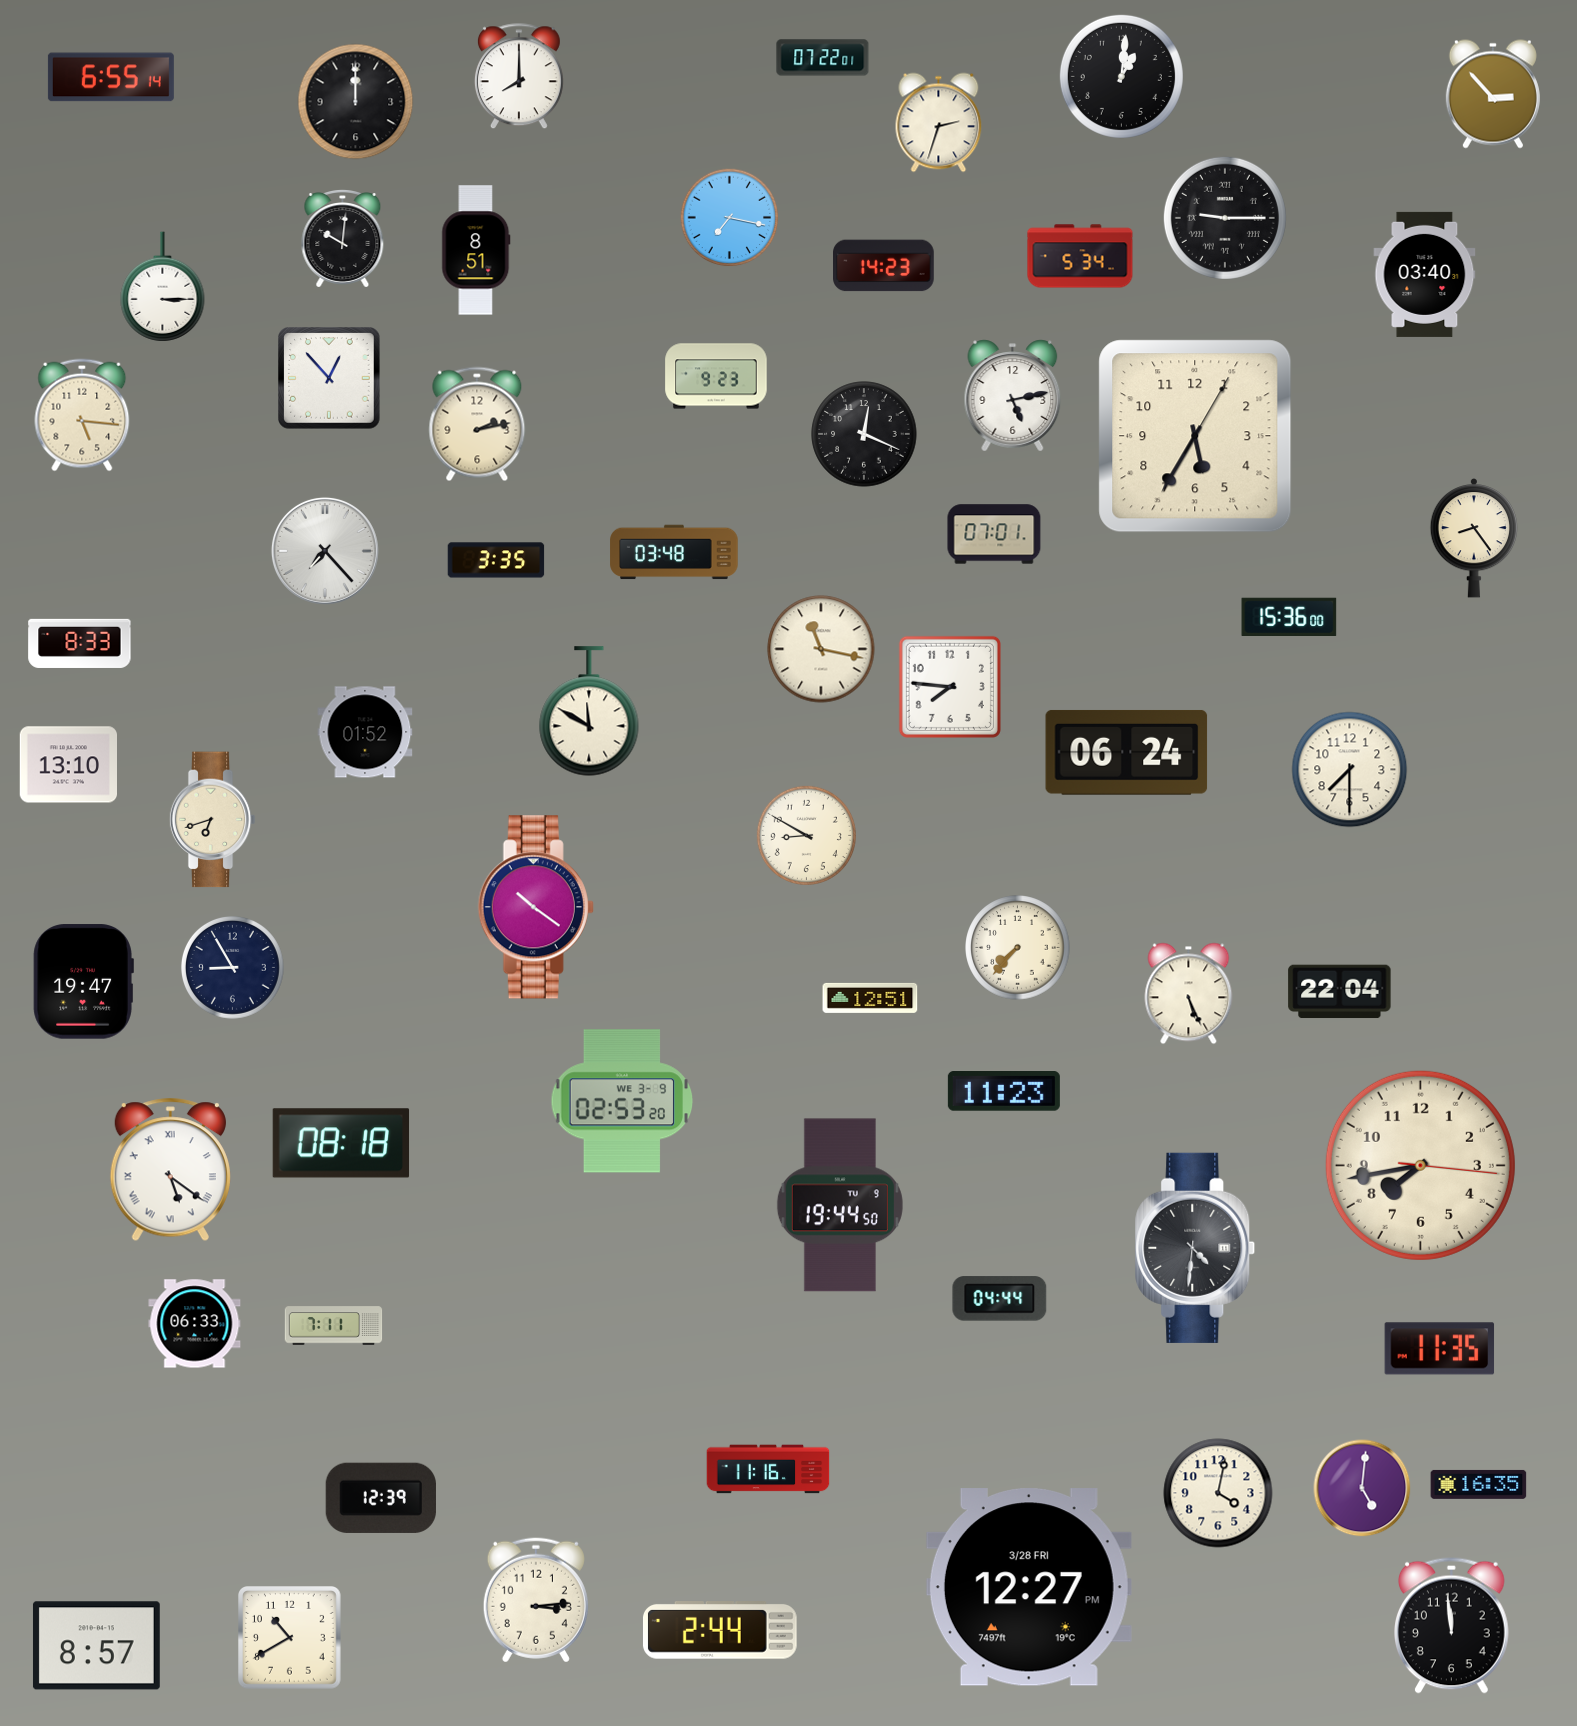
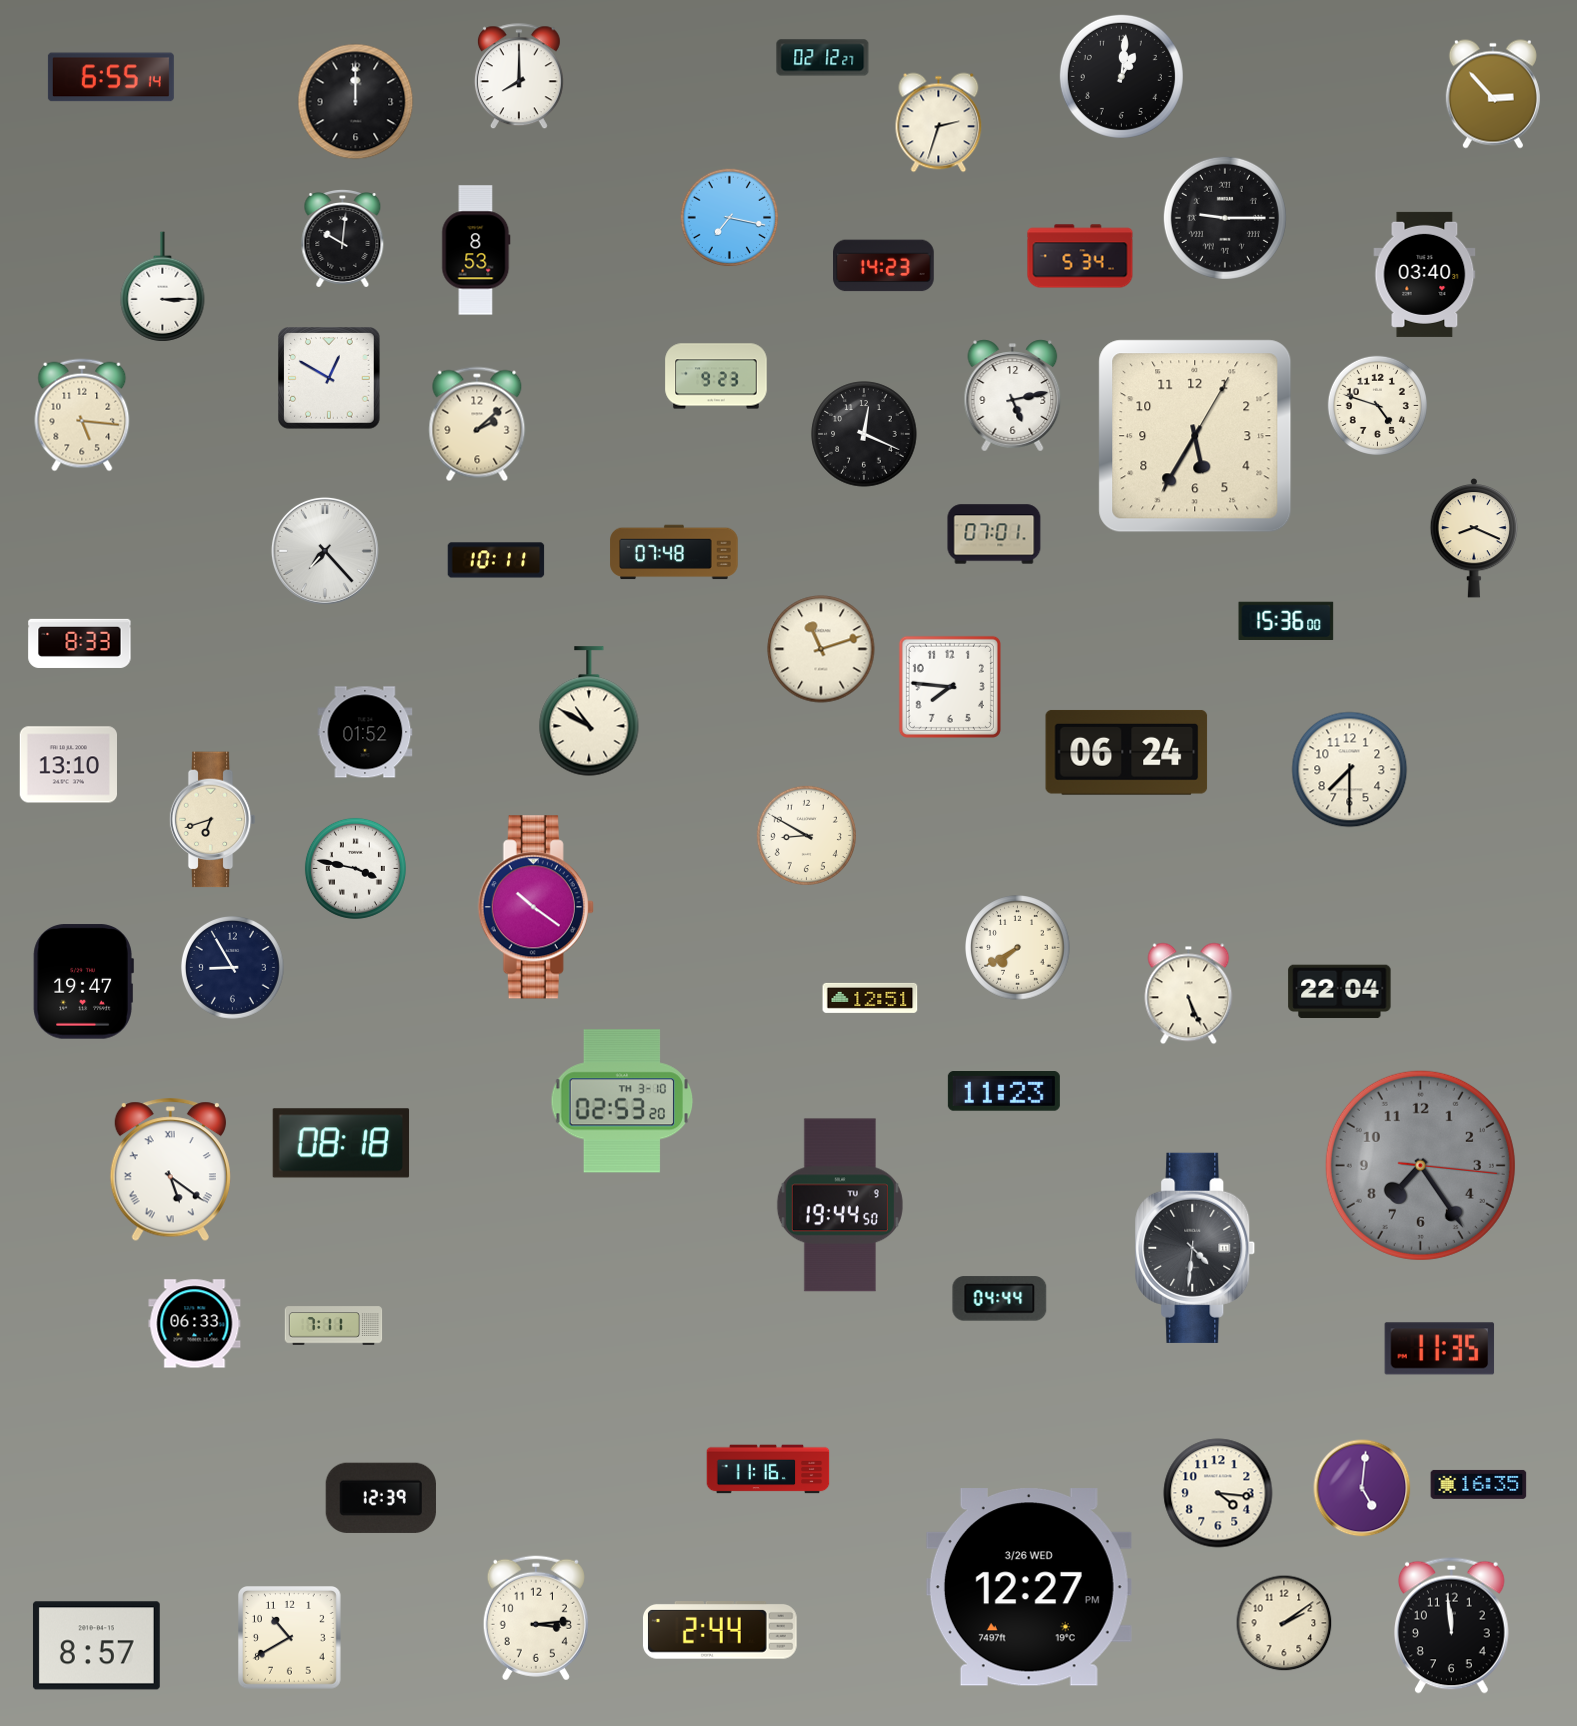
clock at (823, 58): 07:22 -> 02:12
clock at (476, 250): 8:51 -> 8:53
clock at (330, 379): 12:53 -> 12:50
clock at (1377, 405): none -> 4:48
clock at (477, 424): 2:13 -> 2:08
clock at (1474, 539): 8:24 -> 8:19
clock at (674, 552): 03:48 -> 07:48
clock at (496, 560): 3:35 -> 10:11
clock at (1289, 617) position: (1289, 617) -> (1286, 621)
clock at (821, 649): 11:17 -> 11:12
clock at (589, 711): 11:50 -> 10:50
clock at (355, 868): none -> 3:47
clock at (1018, 948): 7:37 -> 7:40
clock at (622, 1101) date: WE 3-9 -> TH 3-10
clock at (1420, 1165): 7:43 -> 7:24
clock at (1420, 1165) dial: cream -> grey
clock at (1218, 1493): 4:02 -> 4:16
clock at (1029, 1587) date: 3/28 FRI -> 3/26 WED
clock at (536, 1600) position: (536, 1600) -> (536, 1618)
clock at (1284, 1623): none -> 2:09
